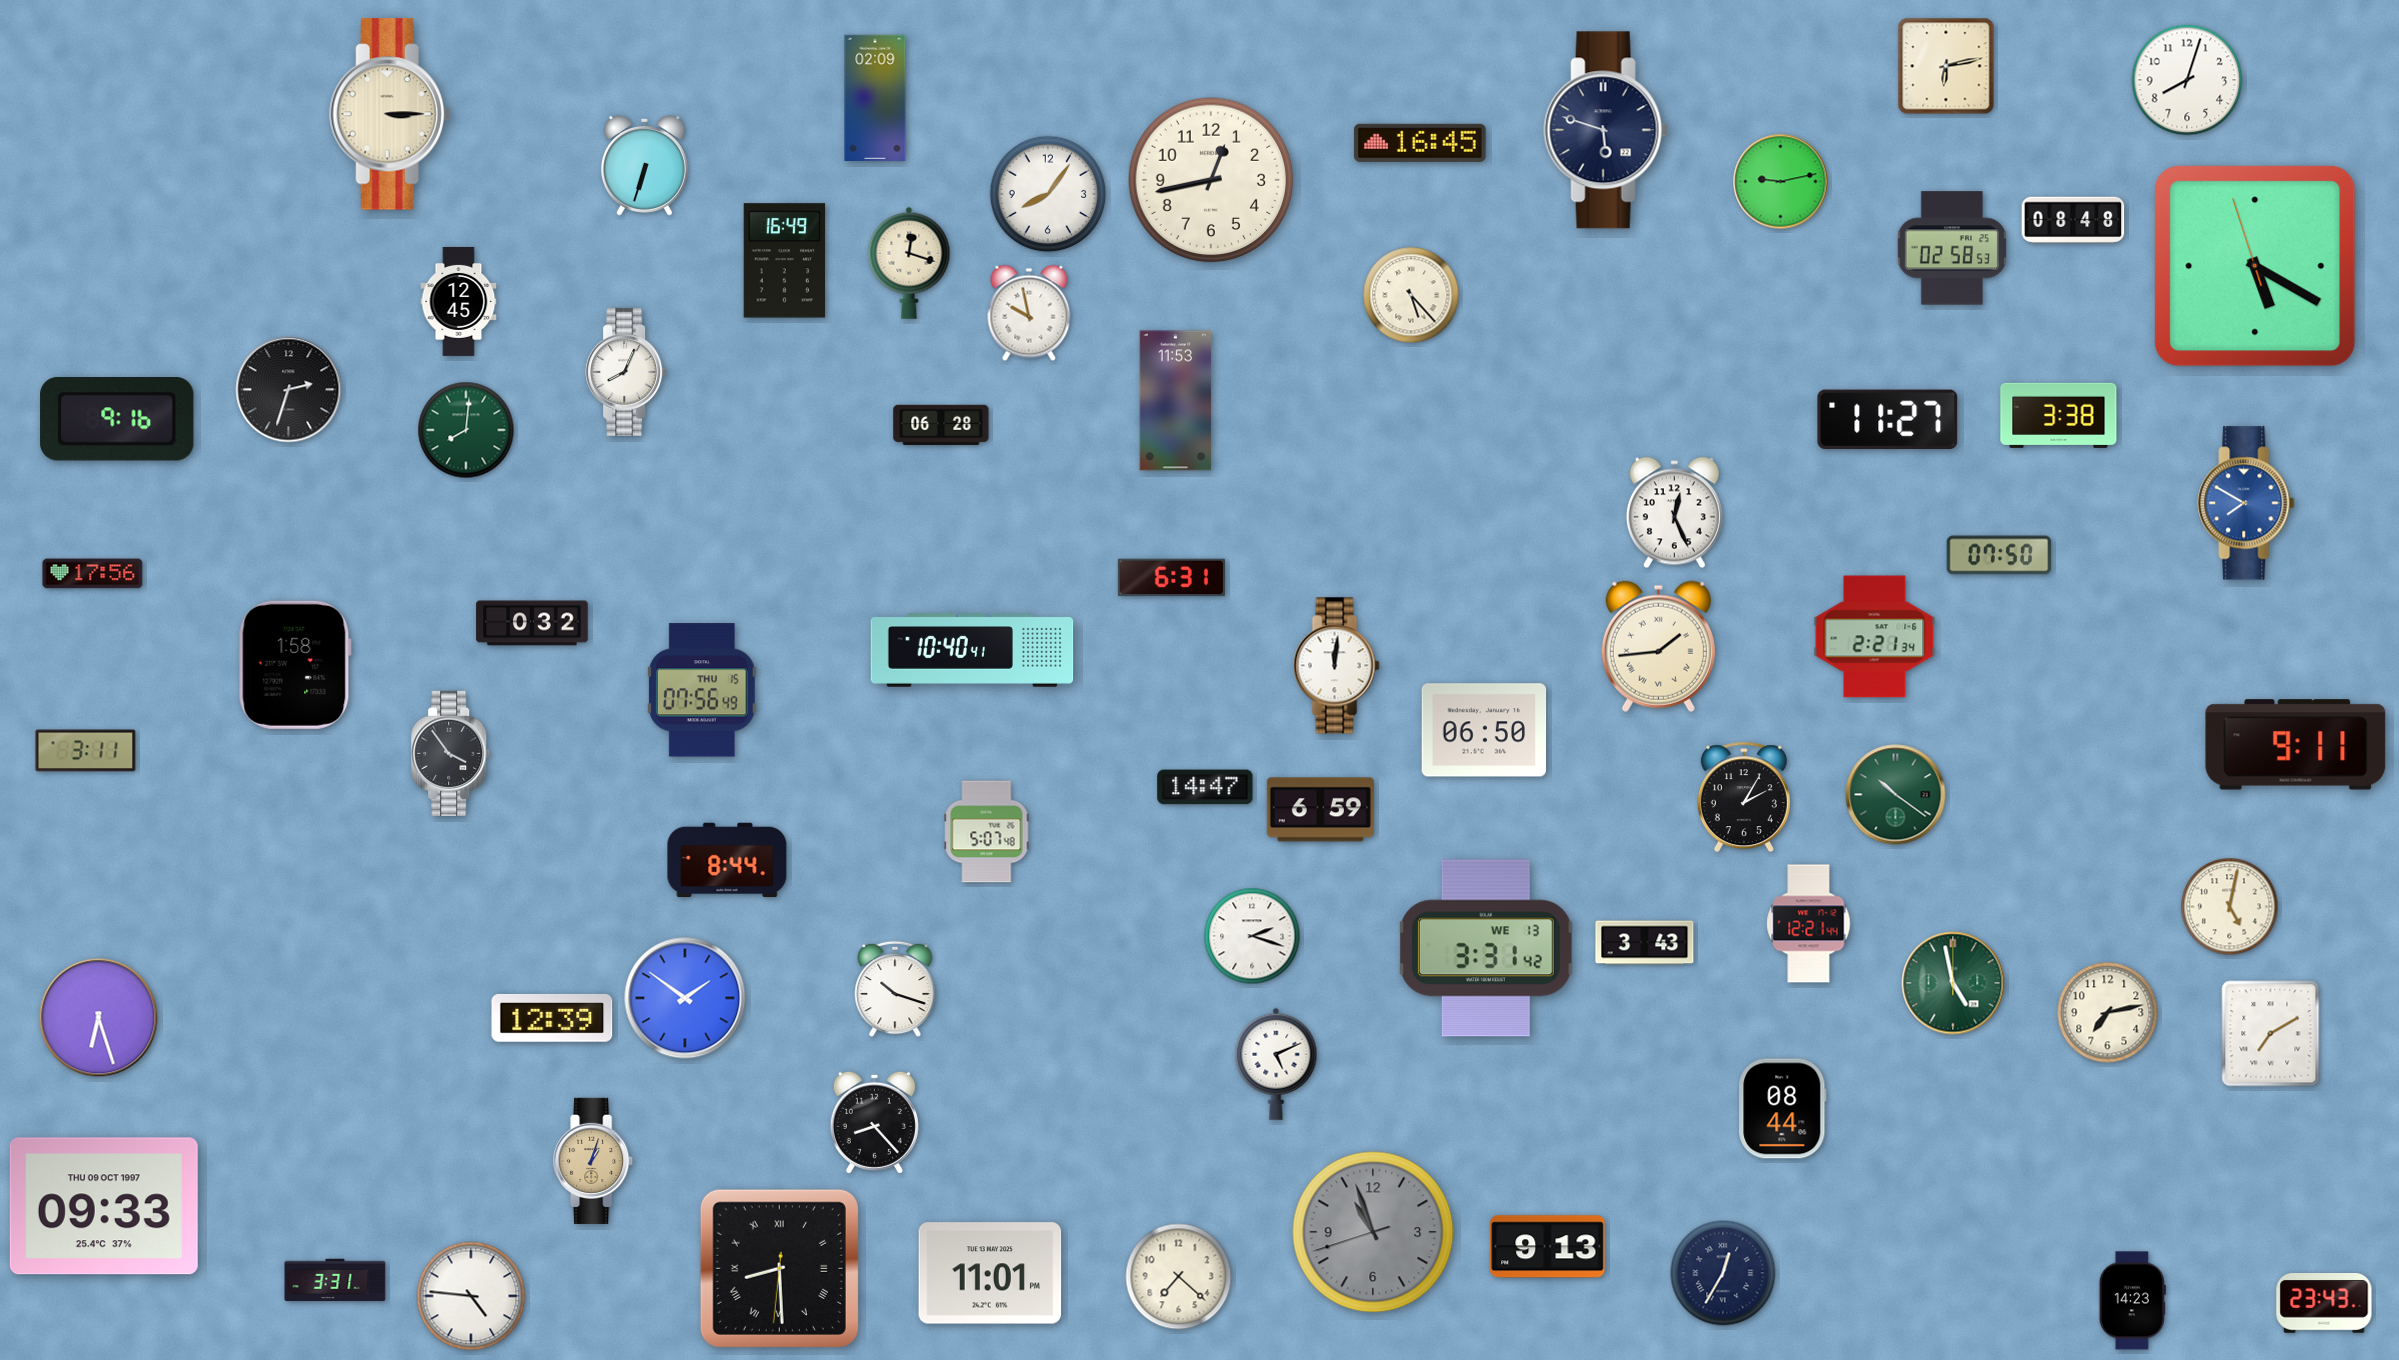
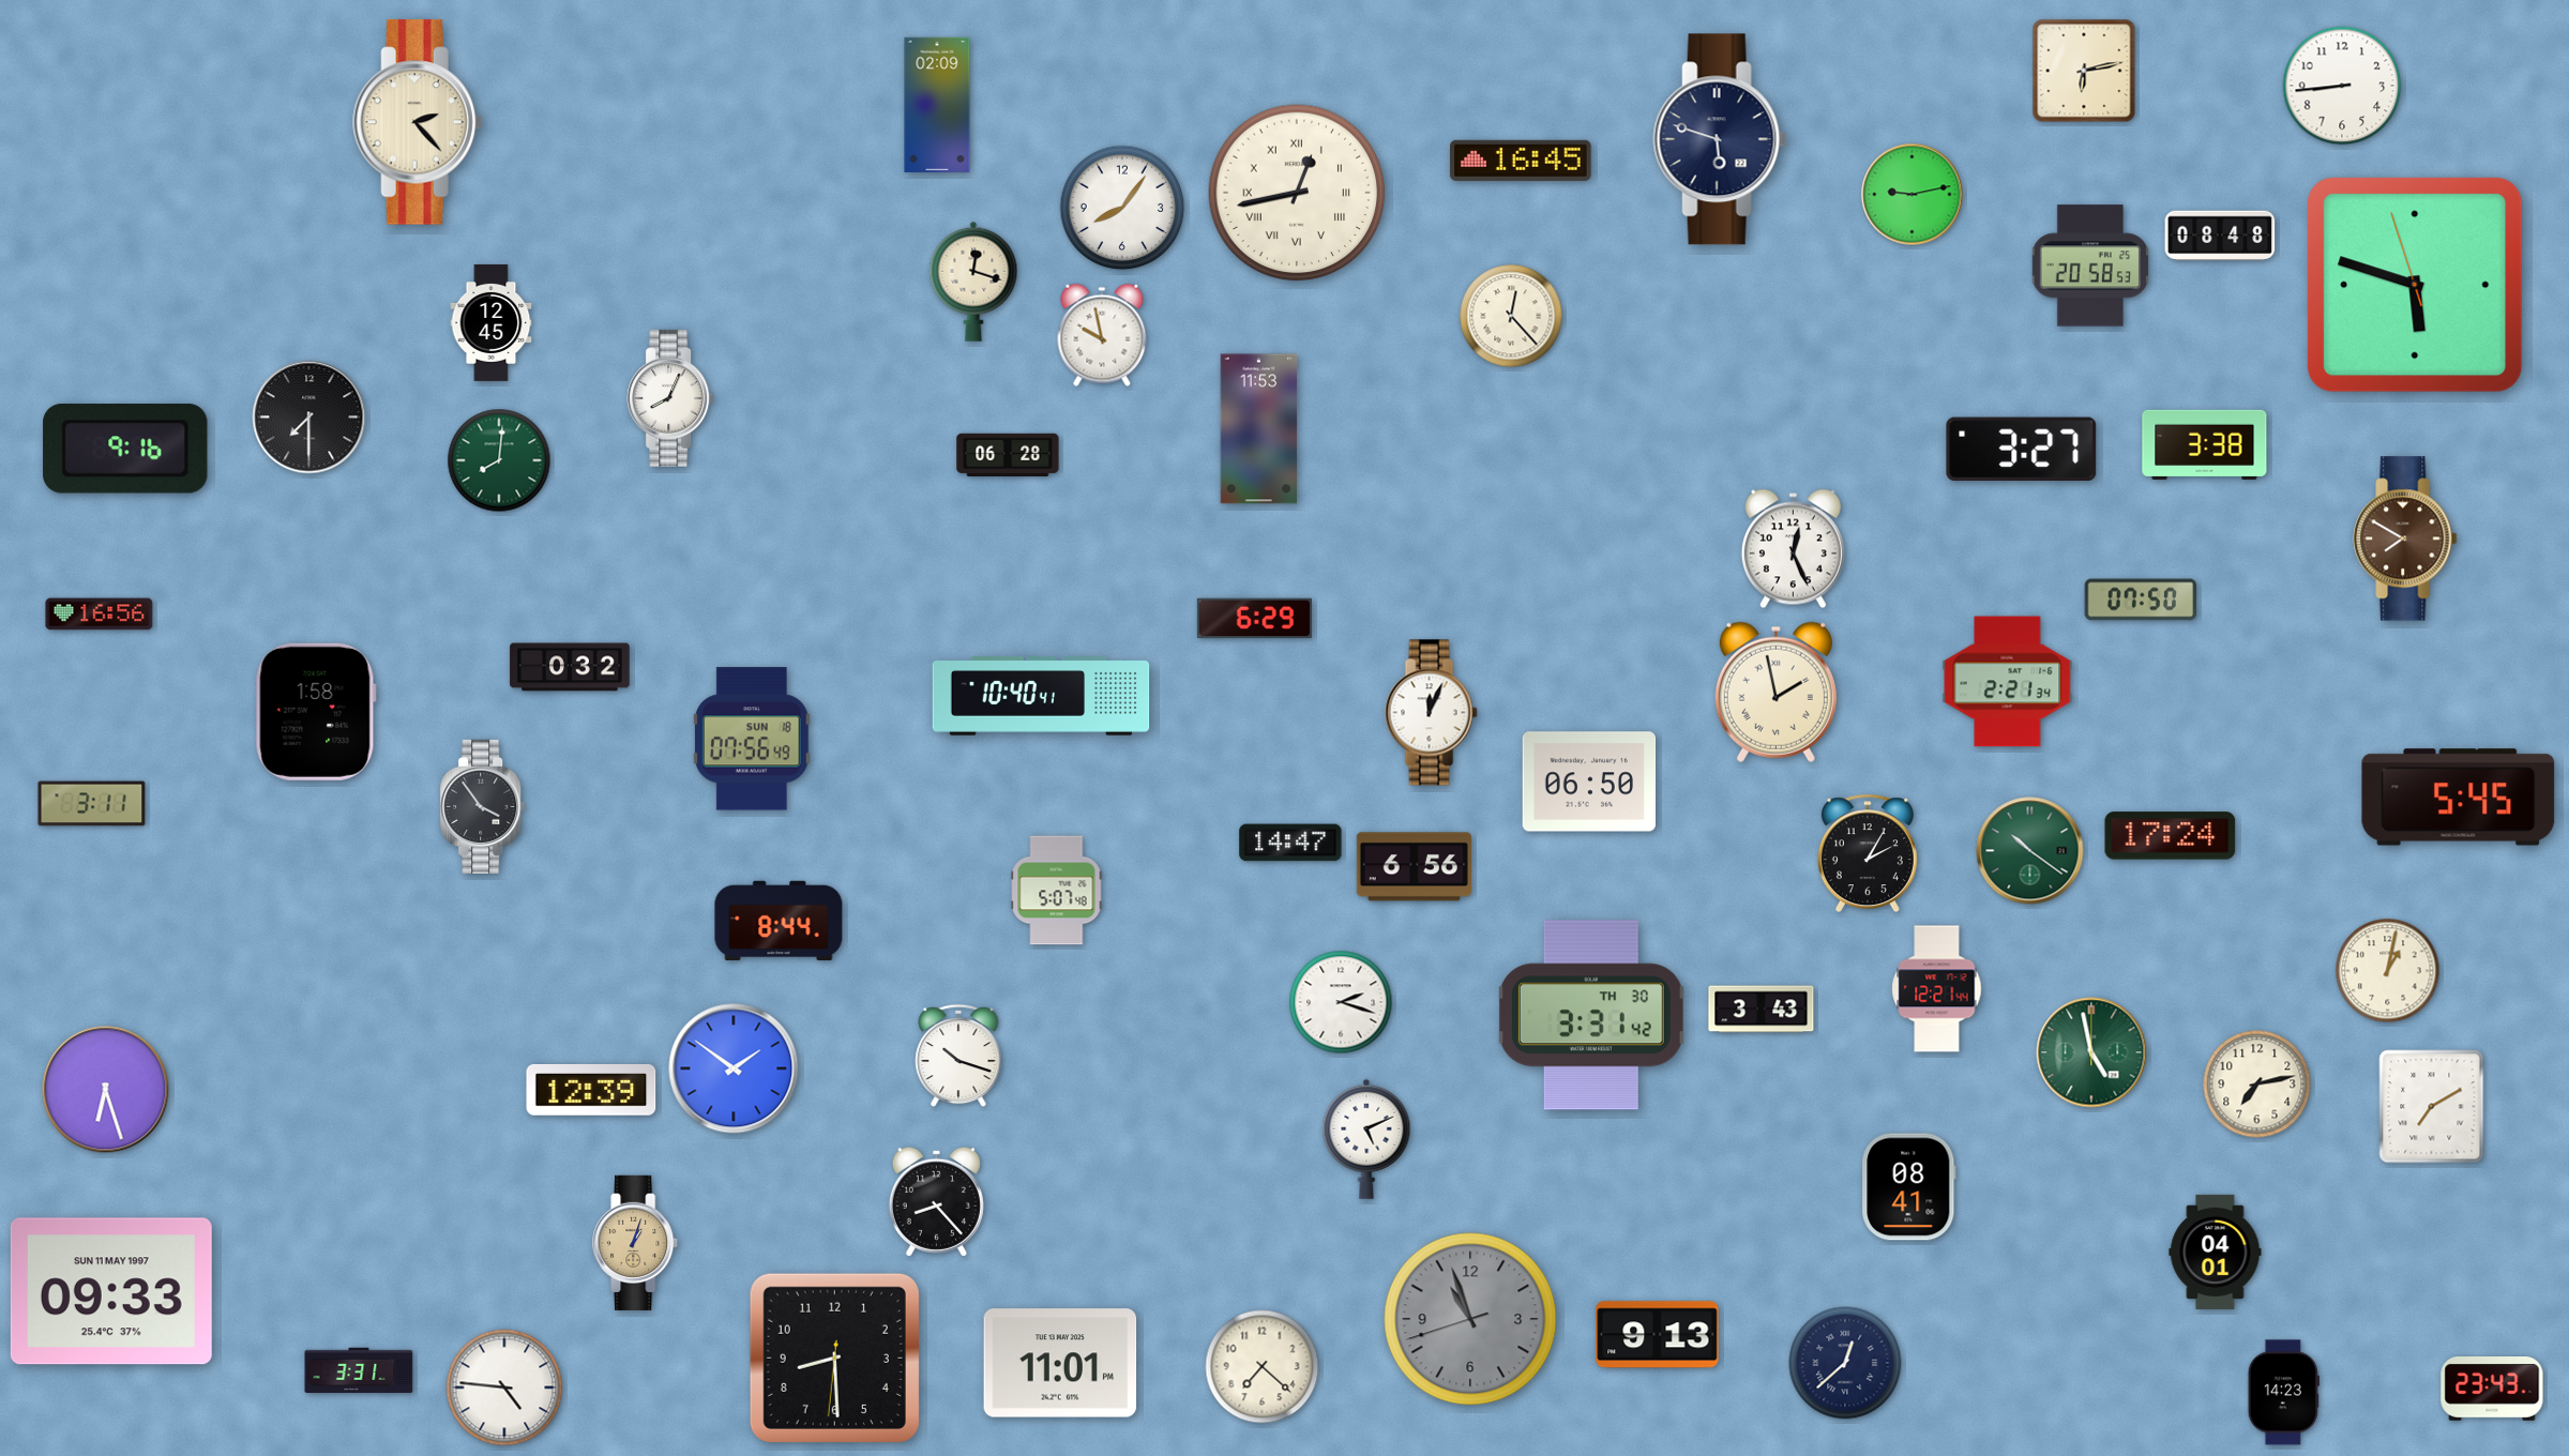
clock at (2187, 80): 8:03 -> 8:44
clock at (390, 114): 3:15 -> 2:23
clock at (1420, 143) position: (1420, 143) -> (1521, 161)
clock at (644, 166): 6:33 -> none
clock at (1211, 180) numerals: Arabic -> Roman
clock at (1781, 182) position: (1781, 182) -> (1913, 195)
clock at (1952, 248): 02:58 -> 20:58
clock at (785, 261): 16:49 -> none
clock at (2255, 266): 5:19 -> 5:47
clock at (1411, 295): 5:23 -> 12:23
clock at (289, 390): 2:33 -> 7:30
clock at (1888, 420): 11:27 -> 3:27
clock at (2246, 503) dial: blue -> brown
clock at (1999, 555) position: (1999, 555) -> (2141, 600)
clock at (93, 574): 17:56 -> 16:56
clock at (1171, 578): 6:31 -> 6:29
clock at (1658, 646): 1:44 -> 1:58
clock at (1337, 666): 12:01 -> 12:04
clock at (702, 690) date: THU 15 -> SUN 18
clock at (2296, 745): 9:11 -> 5:45
clock at (2171, 836): none -> 17:24
clock at (1320, 810): 6:59 -> 6:56
clock at (2230, 907): 5:02 -> 1:02
clock at (1486, 948) date: WE 13 -> TH 30
clock at (895, 989) position: (895, 989) -> (958, 1056)
clock at (1783, 1109): 08:44 -> 08:41
clock at (2216, 1252): none -> 04:01
clock at (104, 1206) date: THU 09 OCT 1997 -> SUN 11 MAY 1997
clock at (779, 1268) numerals: Roman -> Arabic
clock at (1723, 1273): 12:35 -> 12:38
clock at (2324, 1304) position: (2324, 1304) -> (2492, 1390)
